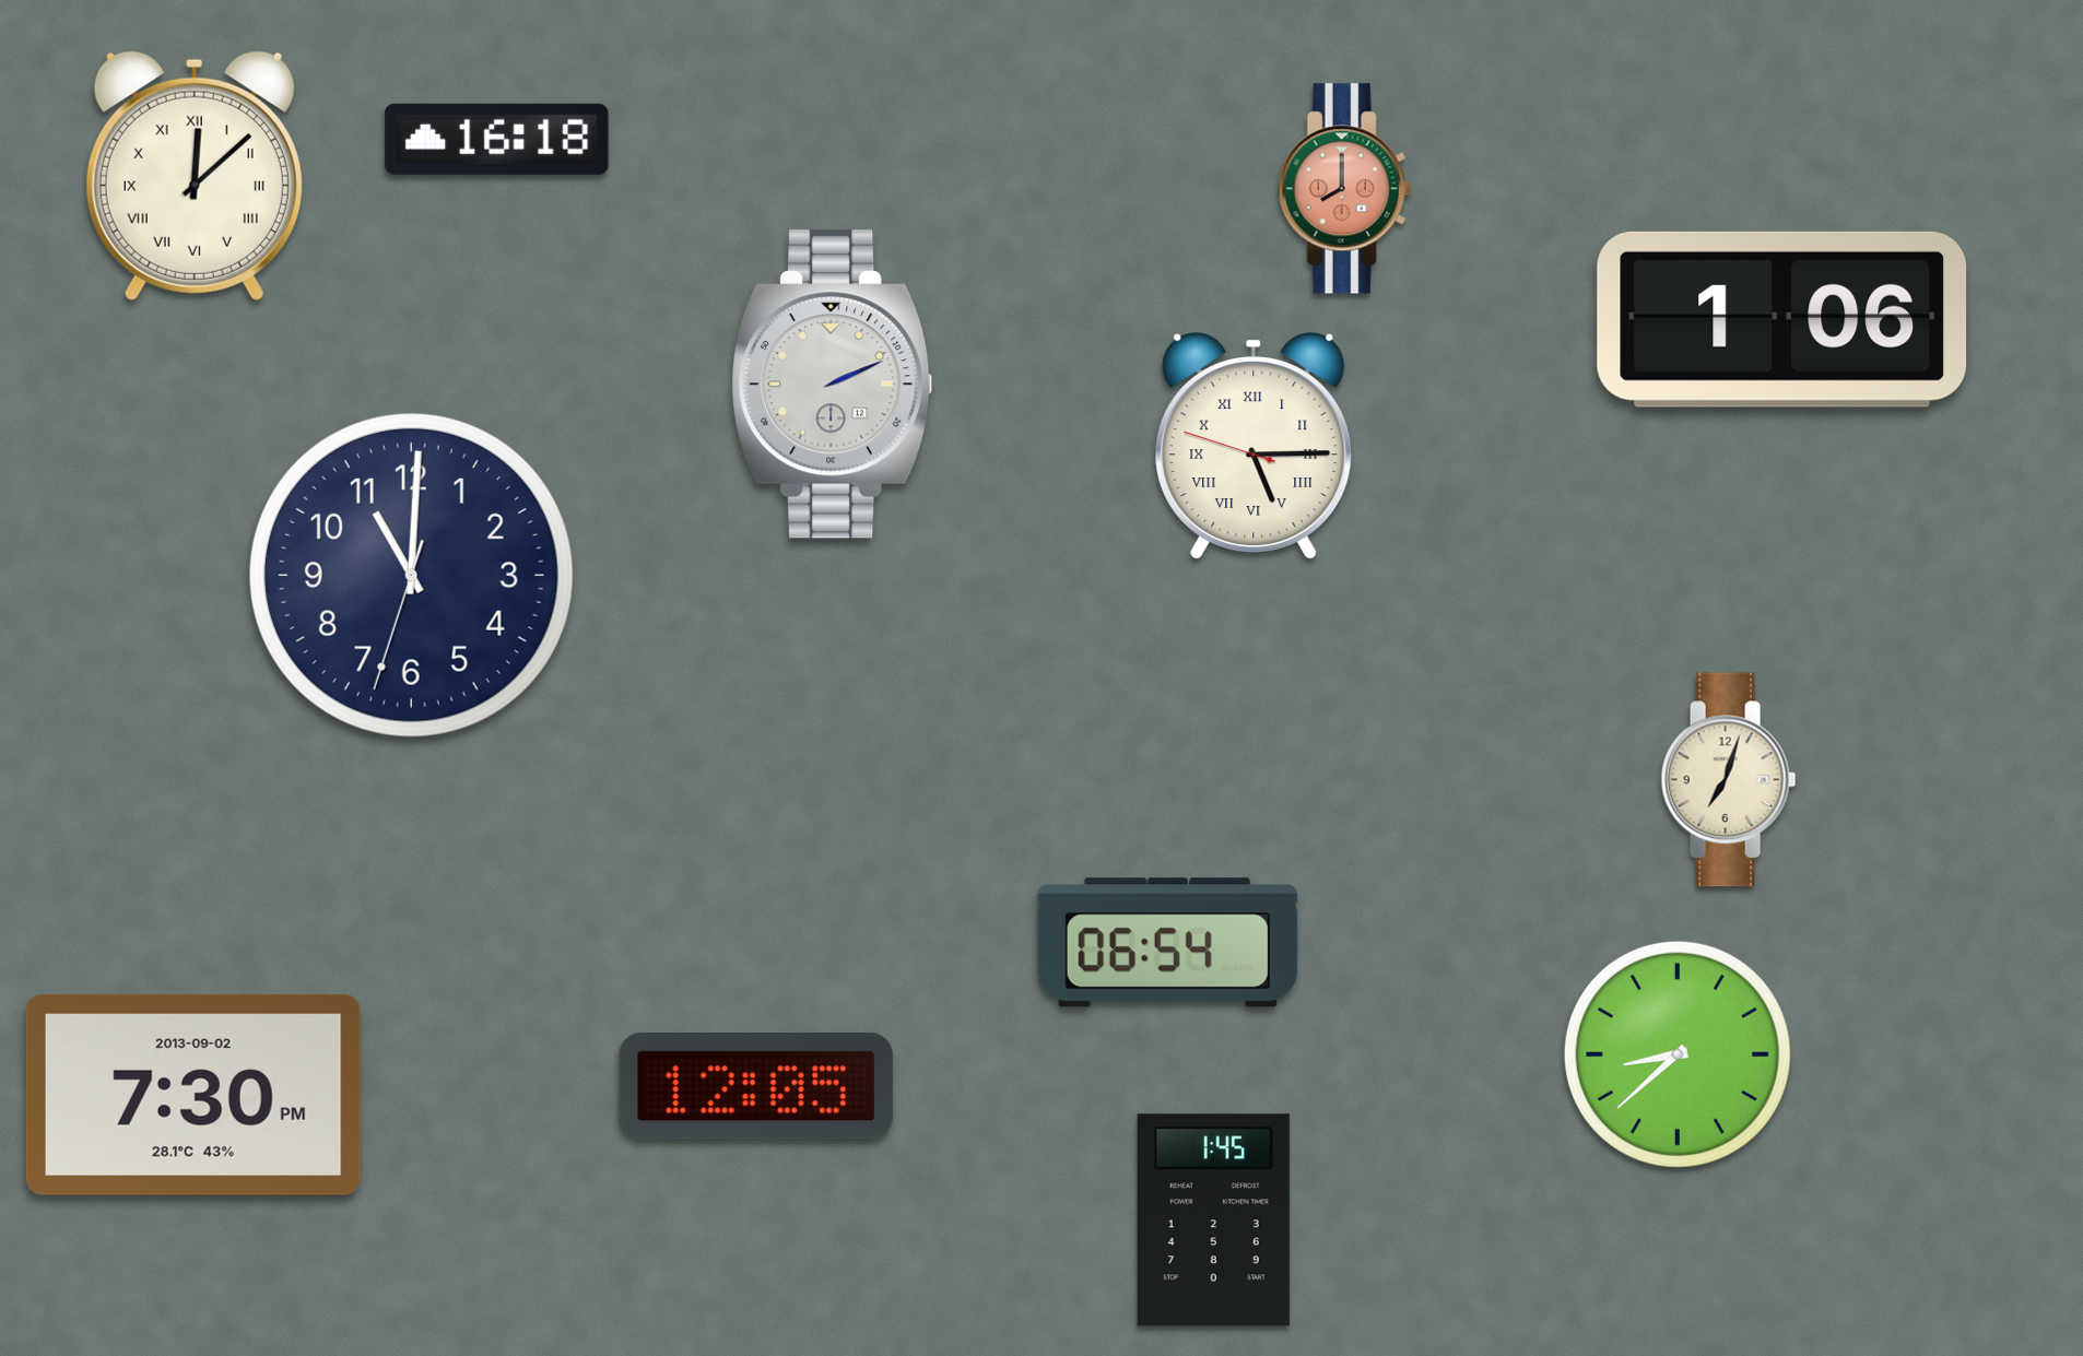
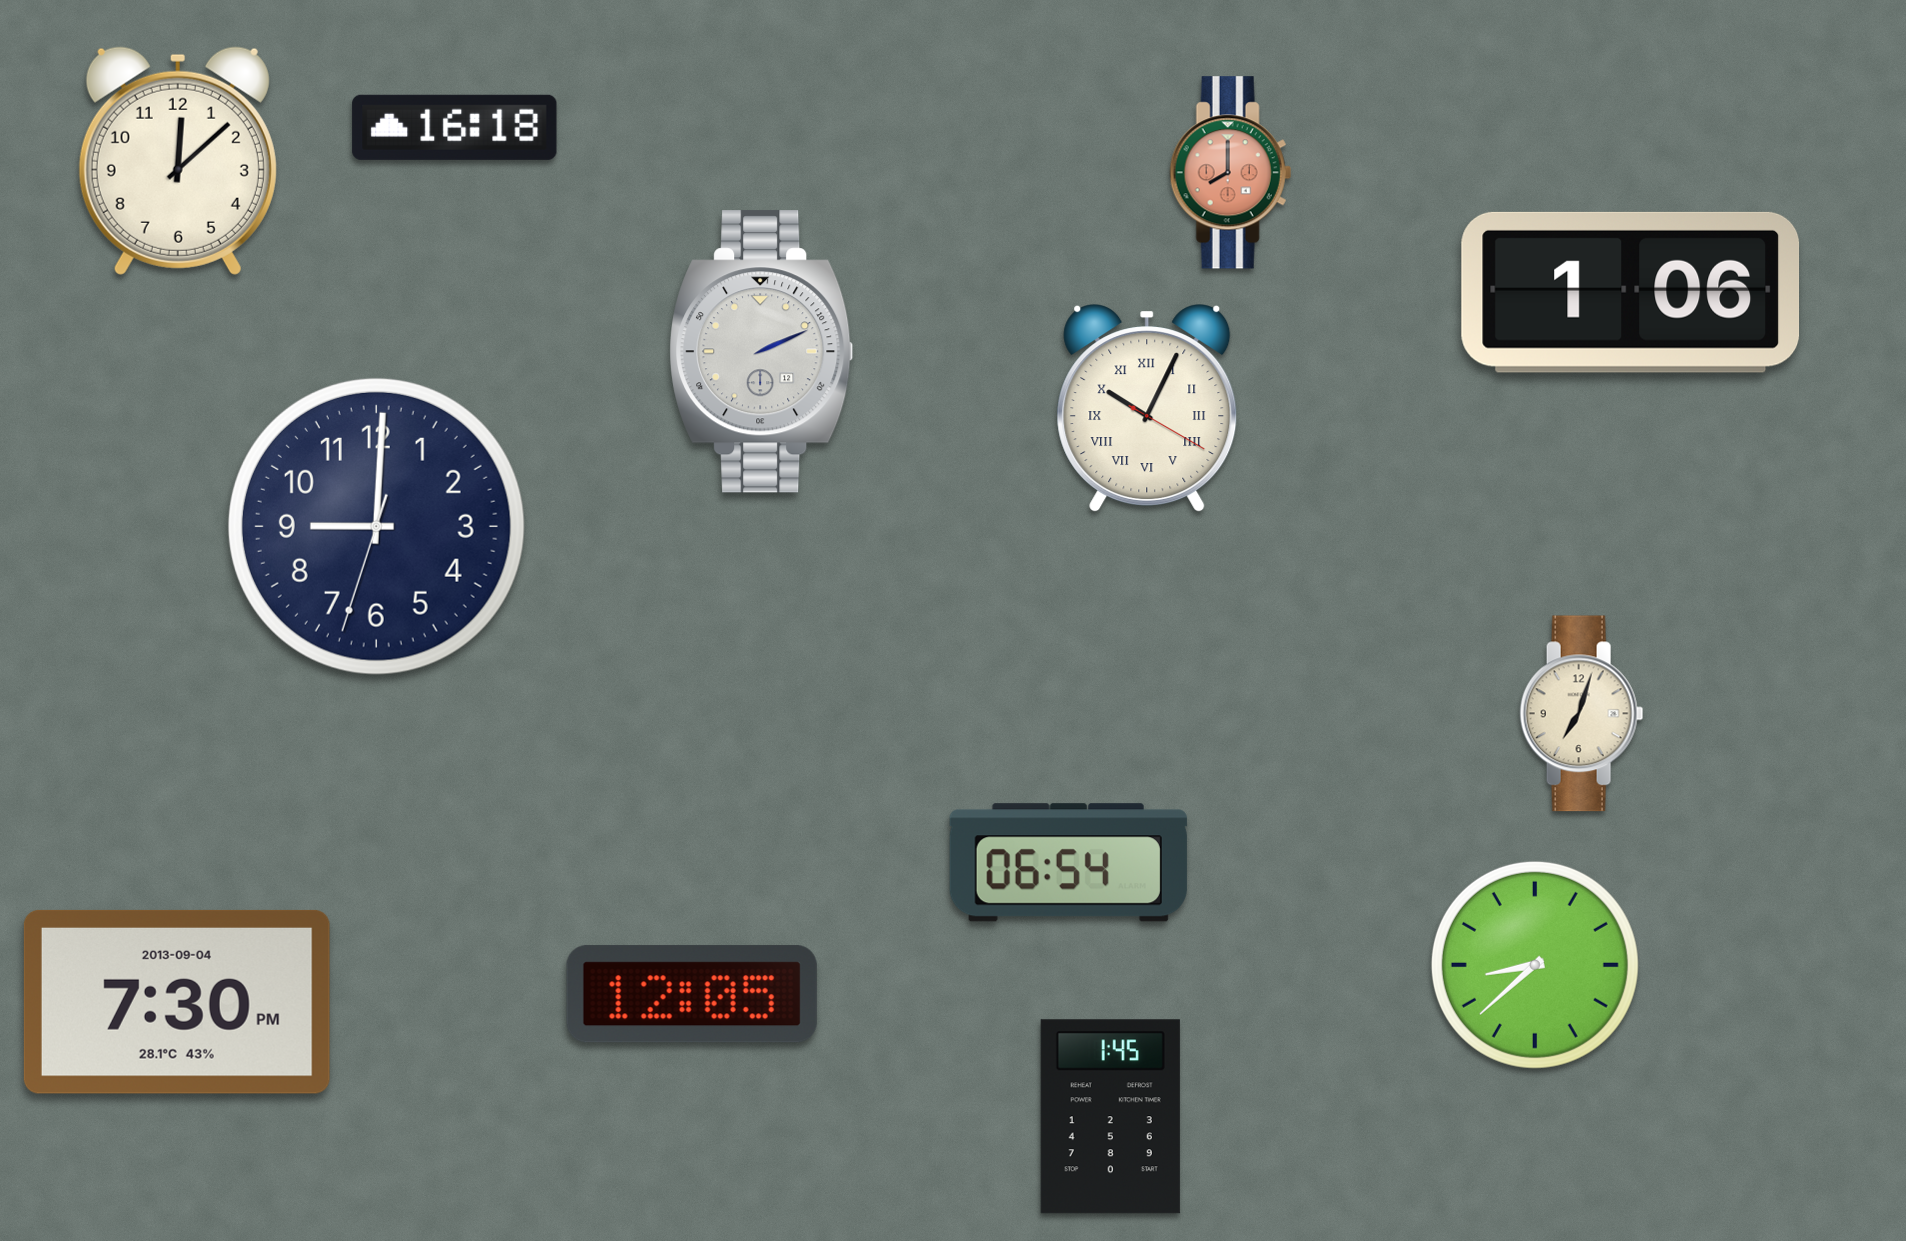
clock at (195, 176) numerals: Roman -> Arabic
clock at (1254, 447): 5:14 -> 10:04
clock at (411, 575): 11:00 -> 9:00
clock at (193, 1095) date: 2013-09-02 -> 2013-09-04
